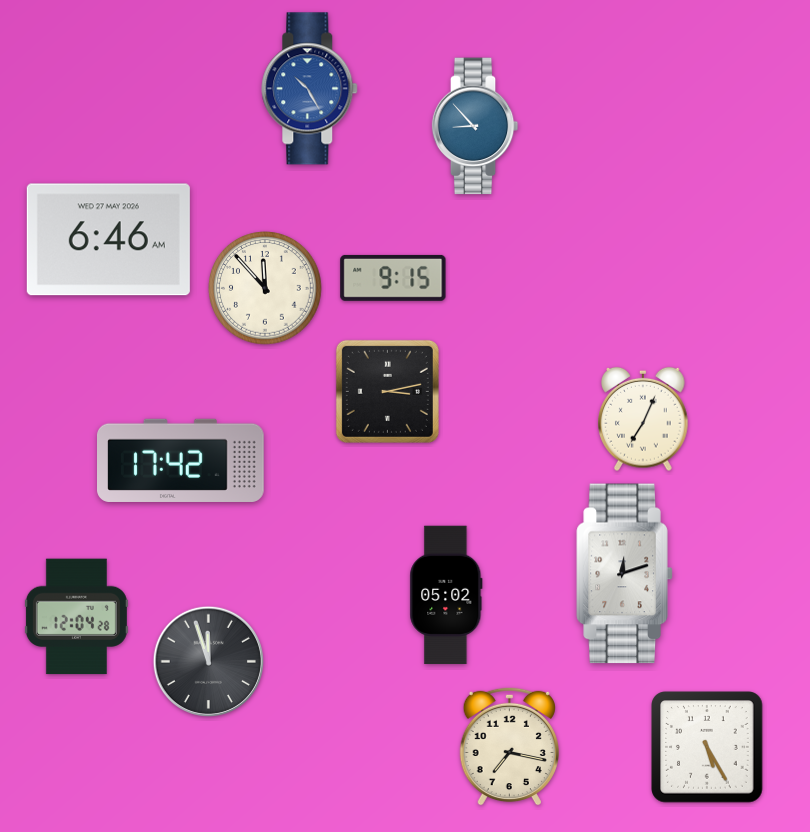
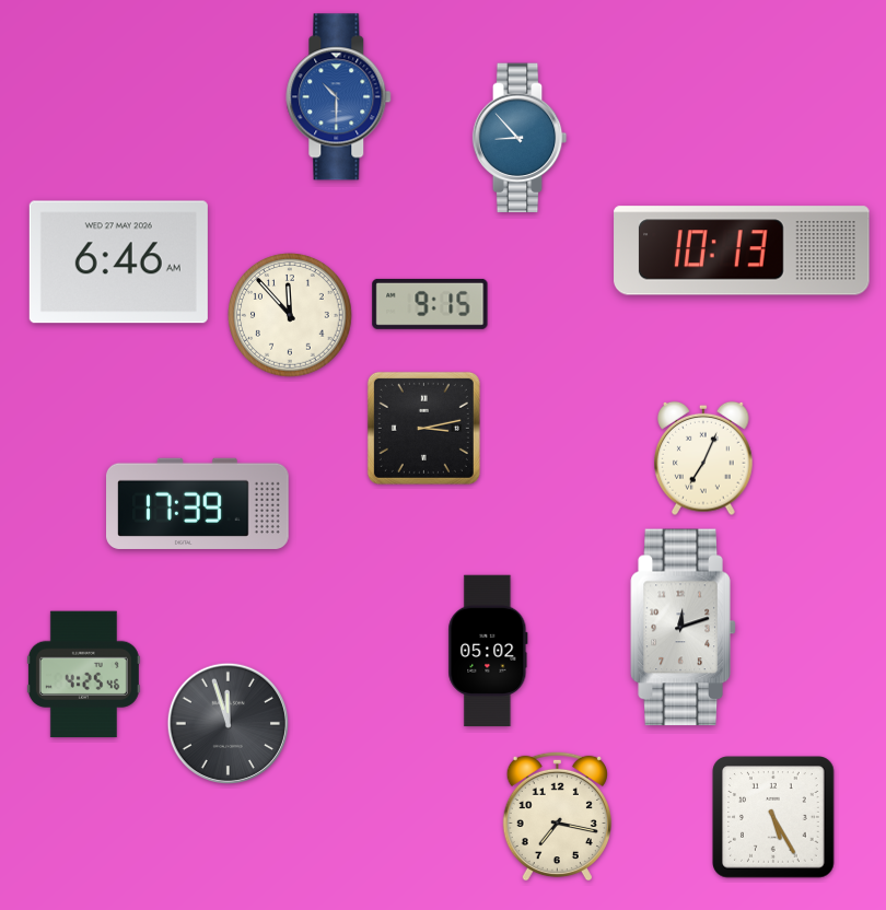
clock at (310, 89): 10:25 -> 10:30
clock at (742, 250): none -> 10:13
clock at (181, 460): 17:42 -> 17:39
clock at (76, 617): 12:04 -> 4:25
